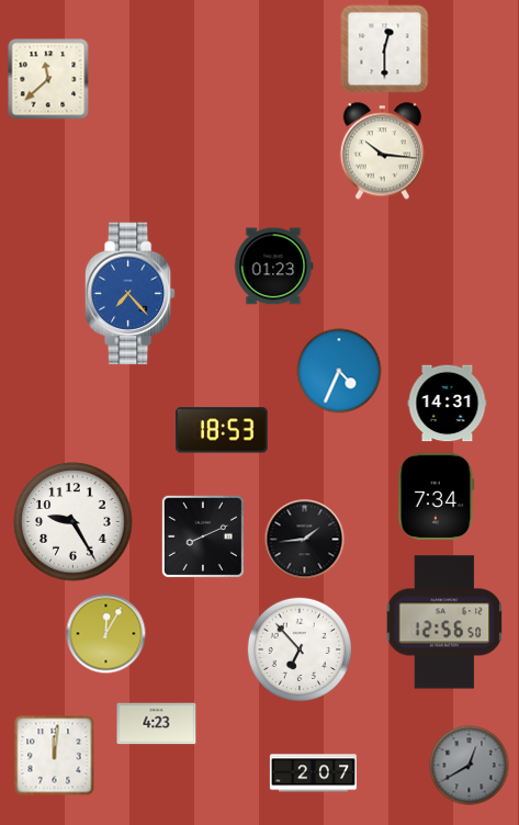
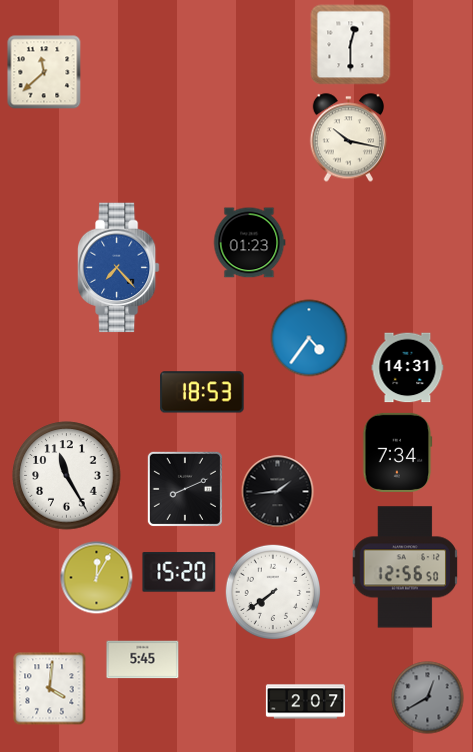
clock at (382, 151): 10:16 -> 10:17
clock at (339, 371): 4:34 -> 4:36
clock at (74, 522): 9:25 -> 11:25
clock at (179, 572): none -> 15:20
clock at (298, 648): 6:53 -> 7:39
clock at (157, 724): 4:23 -> 5:45
clock at (55, 756): 12:01 -> 4:01
clock at (313, 773) position: (313, 773) -> (305, 702)
